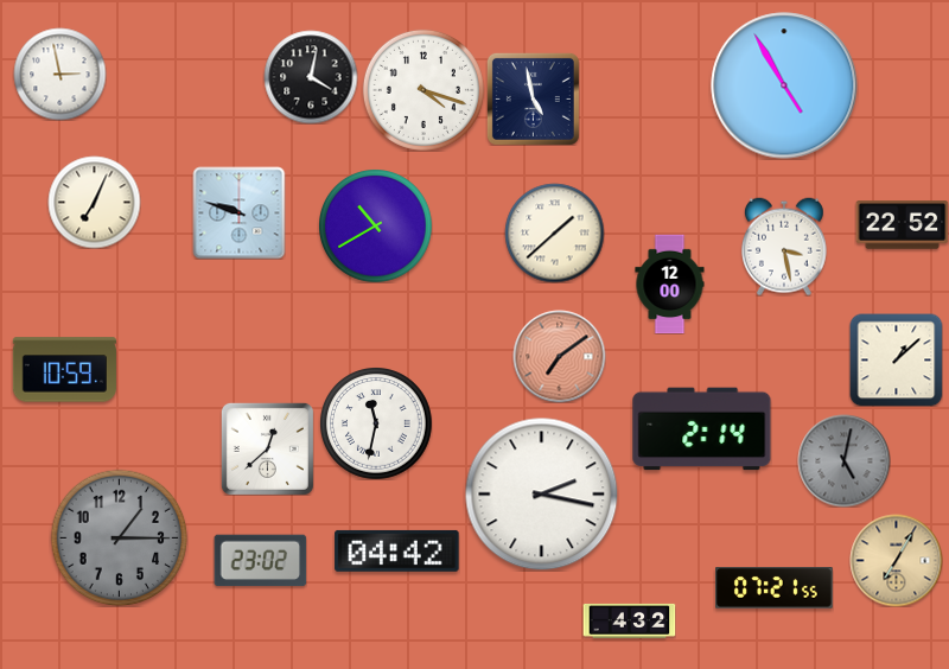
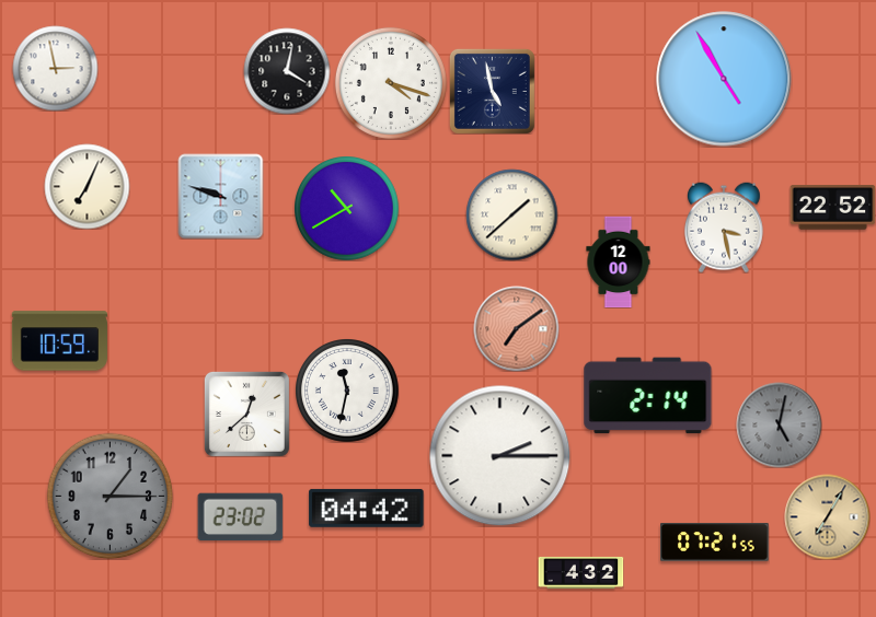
clock at (896, 359): 1:08 -> none
clock at (541, 493): 2:17 -> 2:15
